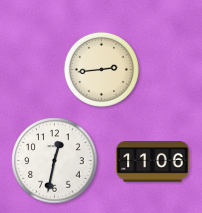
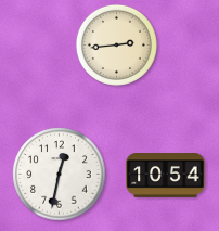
clock at (101, 69) position: (101, 69) -> (116, 44)
clock at (153, 162): 11:06 -> 10:54
